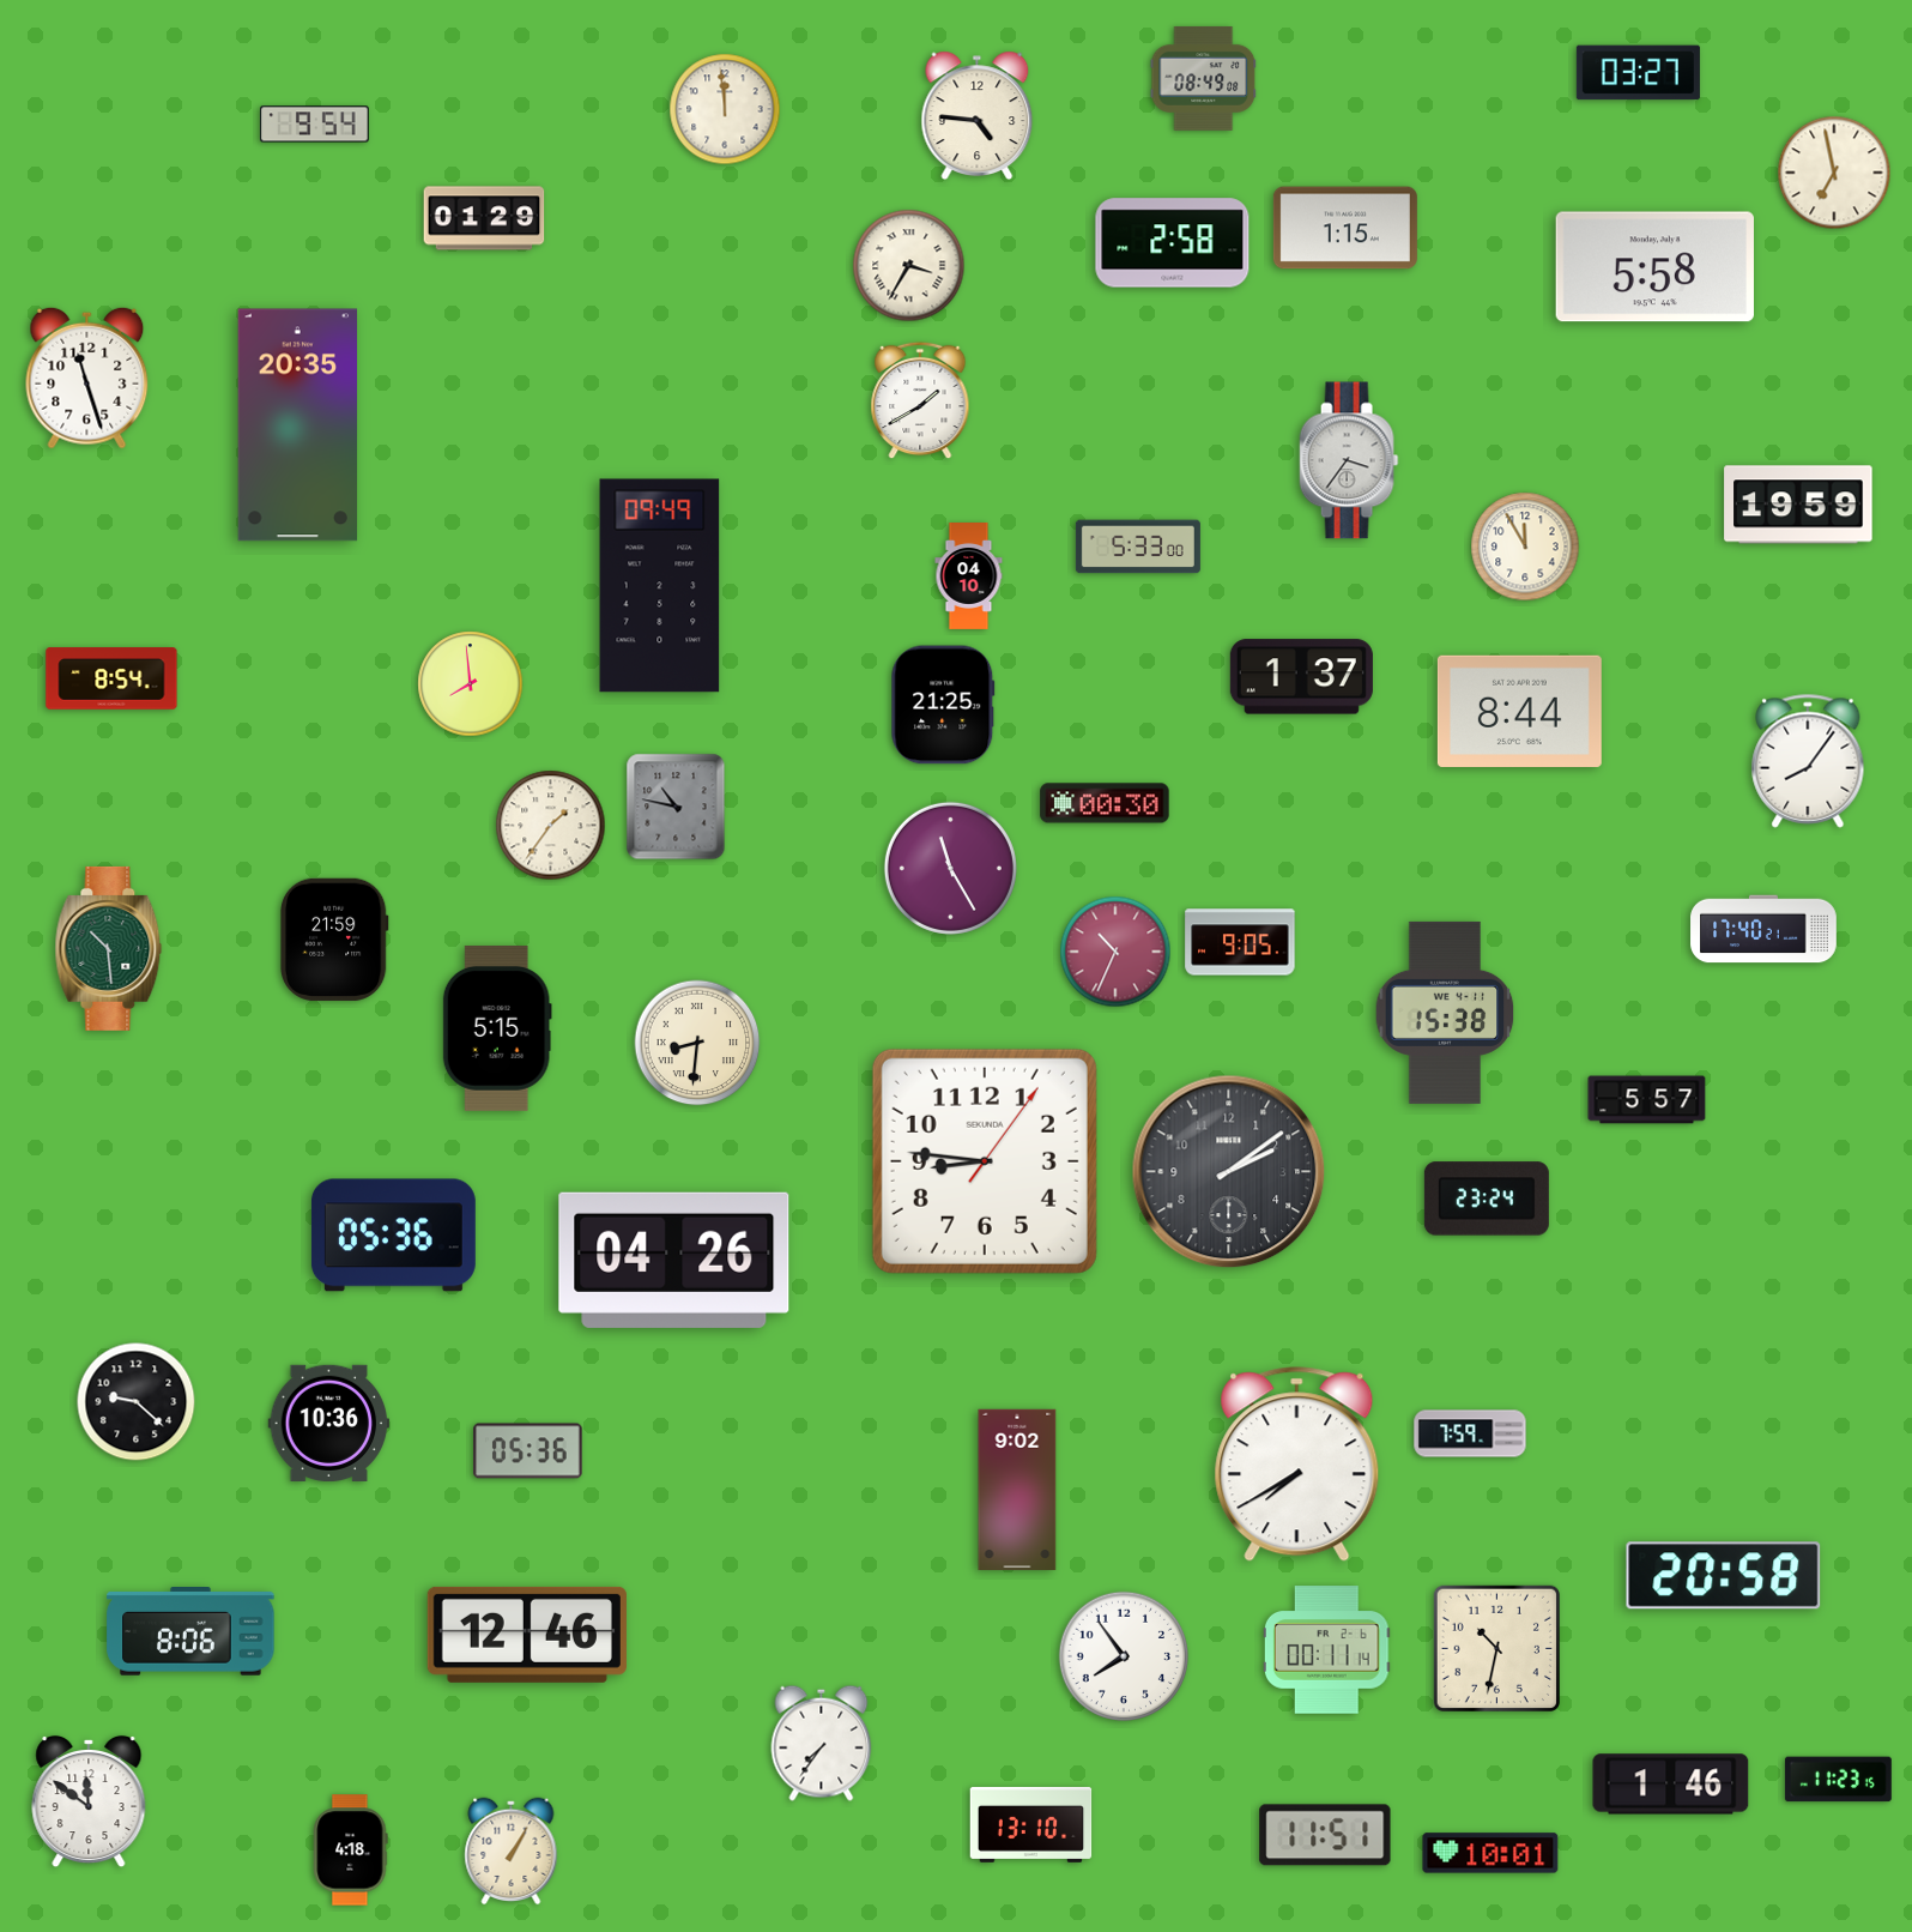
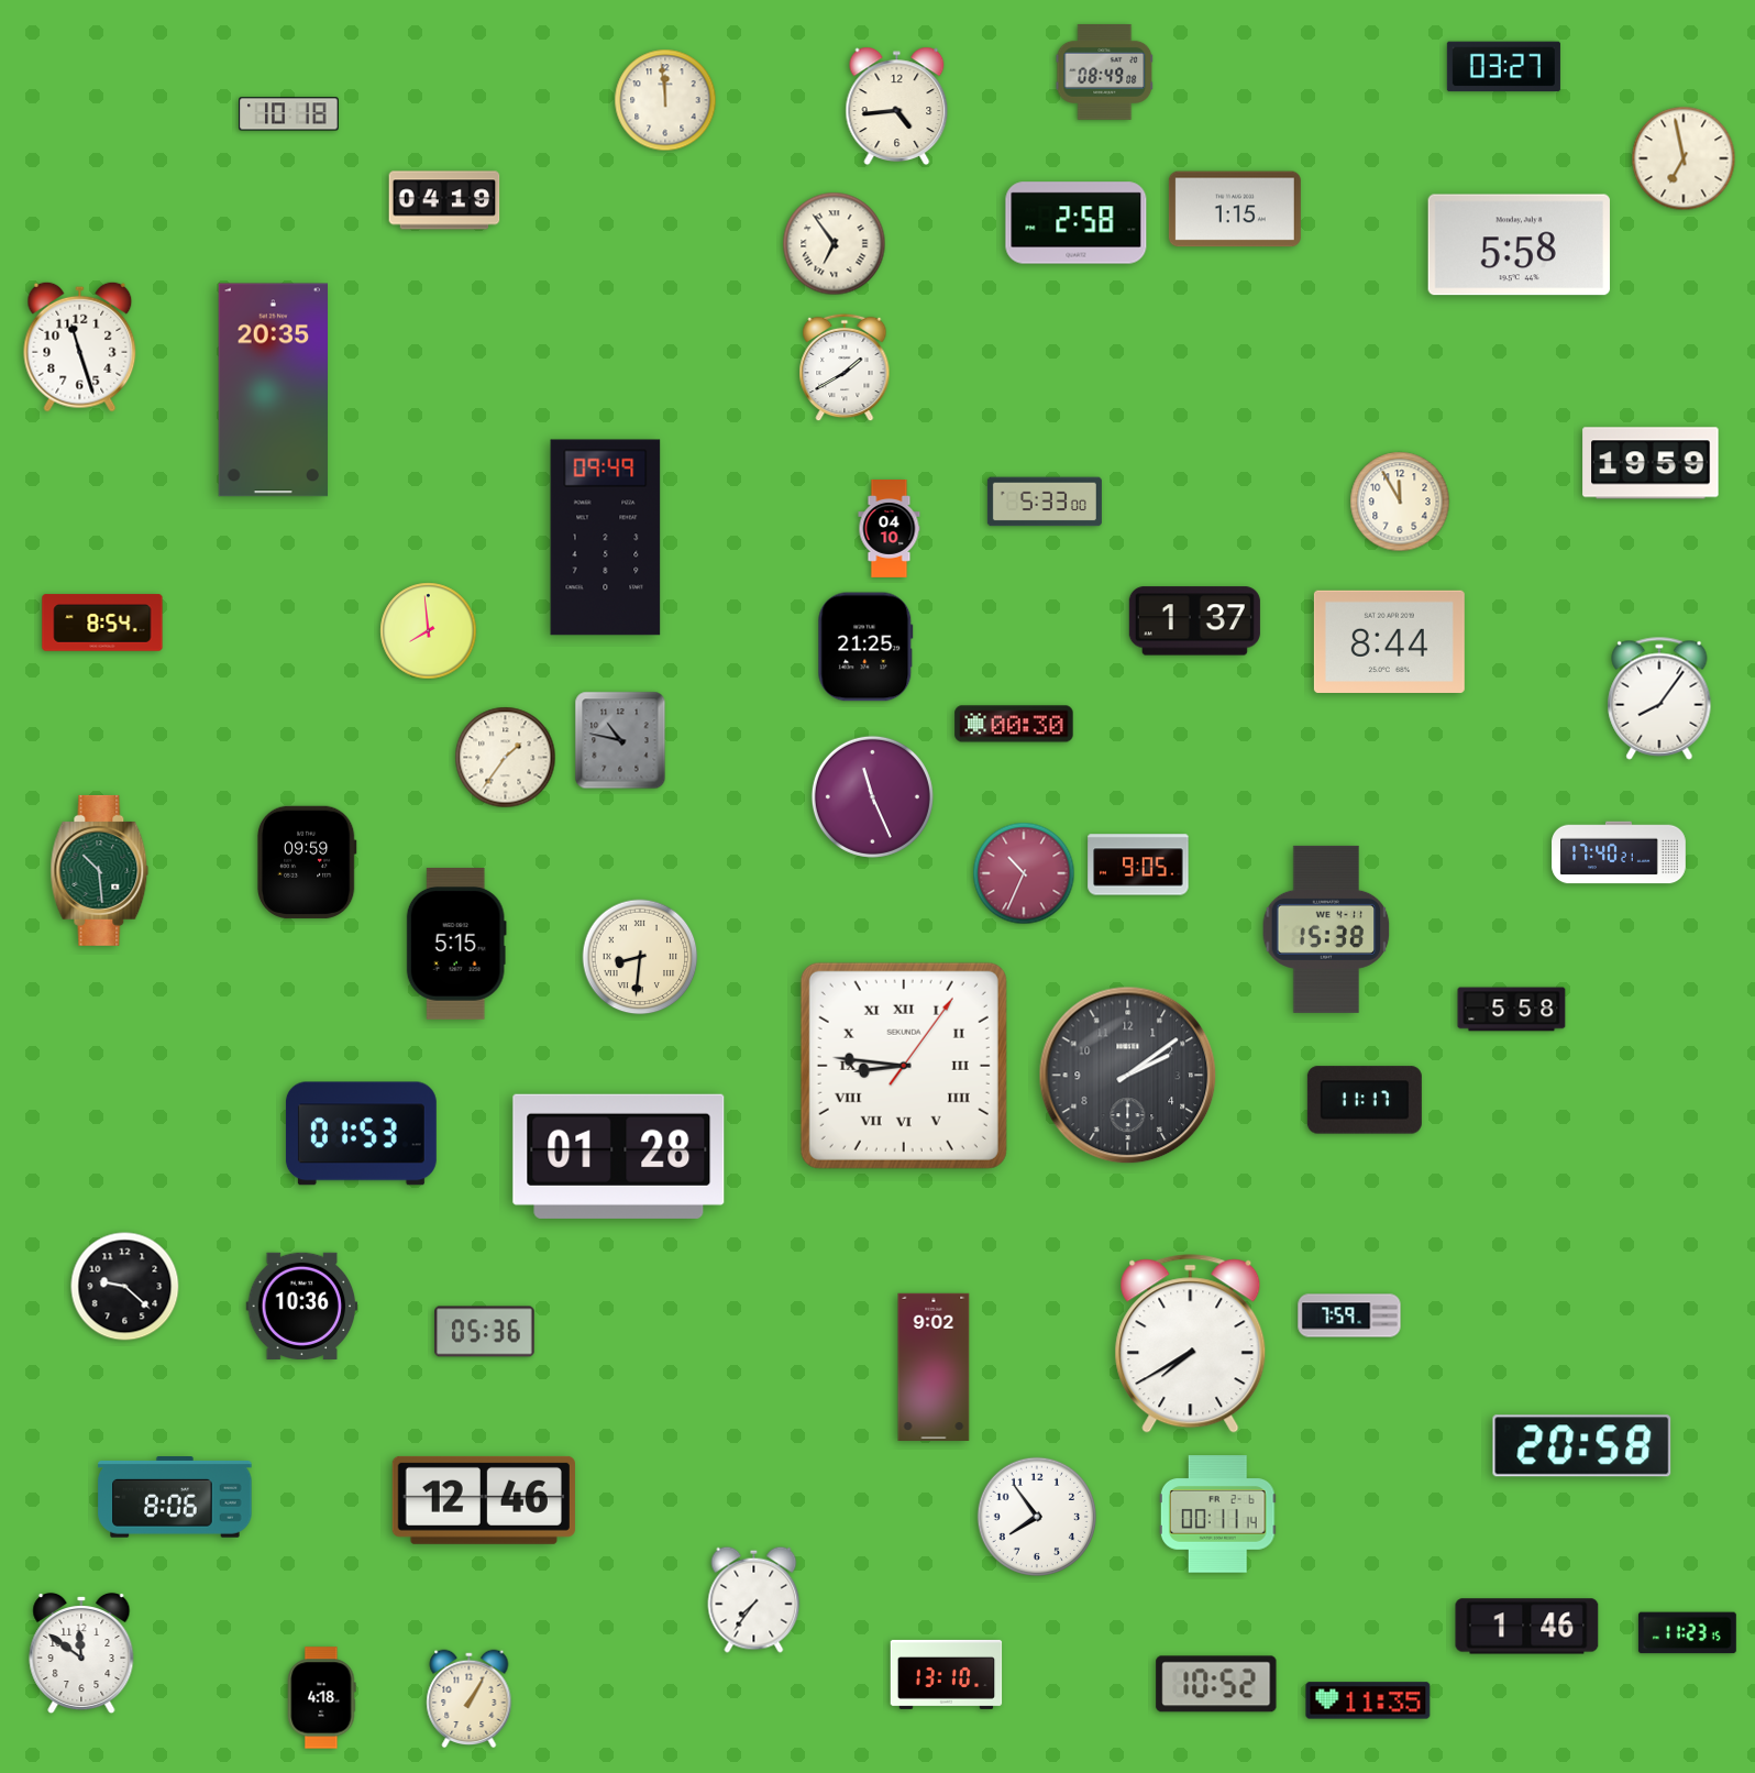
clock at (978, 115): 4:46 -> 4:44
clock at (315, 125): 9:54 -> 10:18
clock at (484, 218): 01:29 -> 04:19
clock at (909, 266): 3:35 -> 6:54
clock at (1349, 460): 3:36 -> none
clock at (471, 684) position: (471, 684) -> (429, 631)
clock at (1519, 711) position: (1519, 711) -> (1389, 641)
clock at (1105, 803) position: (1105, 803) -> (1014, 724)
clock at (950, 868): 11:25 -> 11:26
clock at (334, 940): 21:59 -> 09:59
clock at (1647, 1100): 5:57 -> 5:58
clock at (985, 1161) numerals: Arabic -> Roman
clock at (1487, 1199): 23:24 -> 11:17
clock at (393, 1236): 05:36 -> 01:53
clock at (674, 1260): 04:26 -> 01:28
clock at (1496, 1648): 10:32 -> none
clock at (1123, 1655) position: (1123, 1655) -> (1036, 1516)
clock at (1671, 1785) position: (1671, 1785) -> (1527, 1627)
clock at (1325, 1835): 11:51 -> 10:52
clock at (1490, 1853): 10:01 -> 11:35
